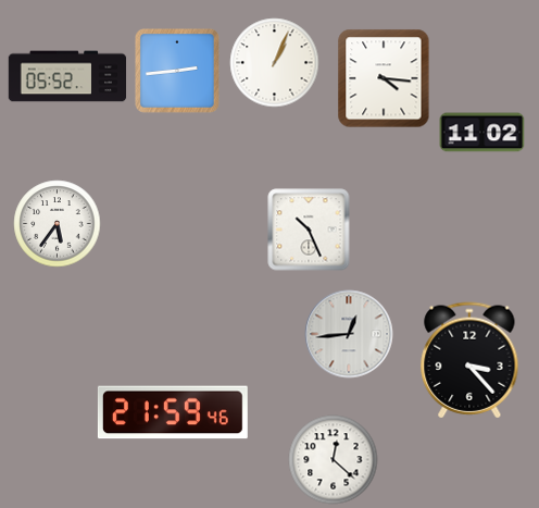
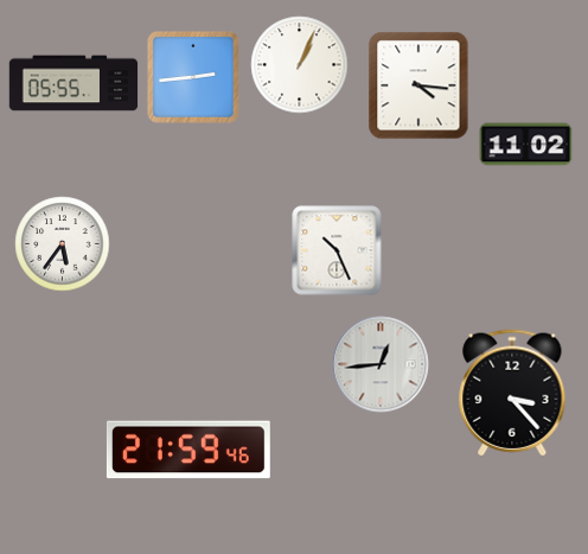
clock at (275, 63) position: (275, 63) -> (300, 65)
clock at (67, 76): 05:52 -> 05:55
clock at (334, 460): 12:22 -> none
